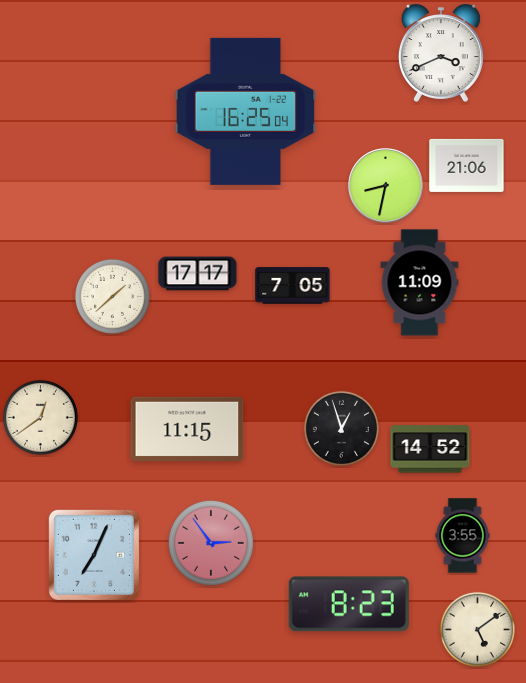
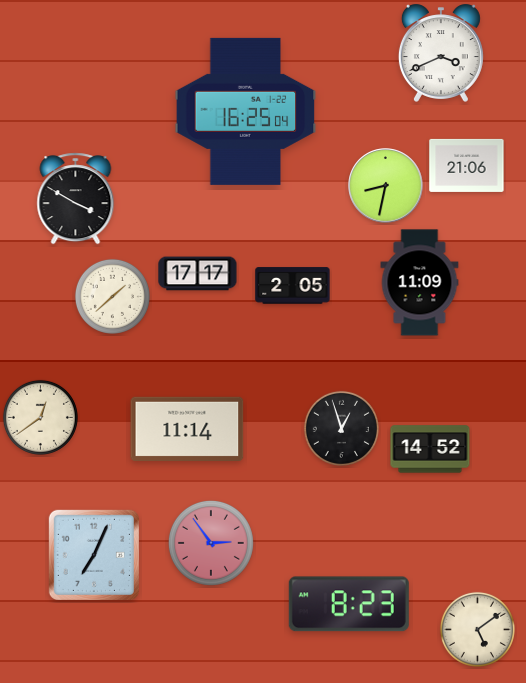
clock at (76, 199): none -> 3:50
clock at (293, 286): 7:05 -> 2:05
clock at (187, 429): 11:15 -> 11:14
clock at (463, 536): 3:55 -> none
